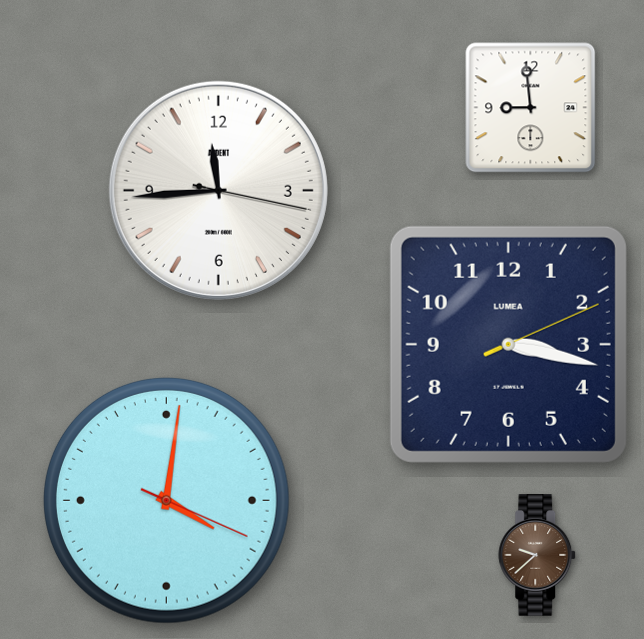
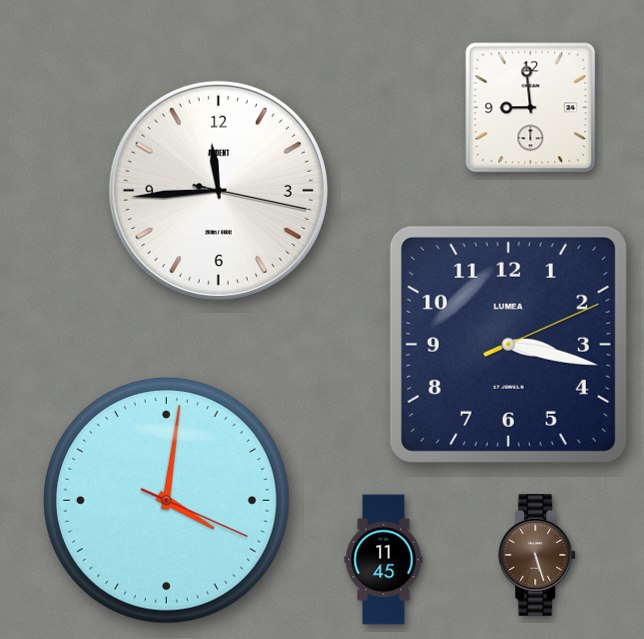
clock at (538, 556): 9:38 -> 5:27
clock at (384, 560): none -> 11:45
